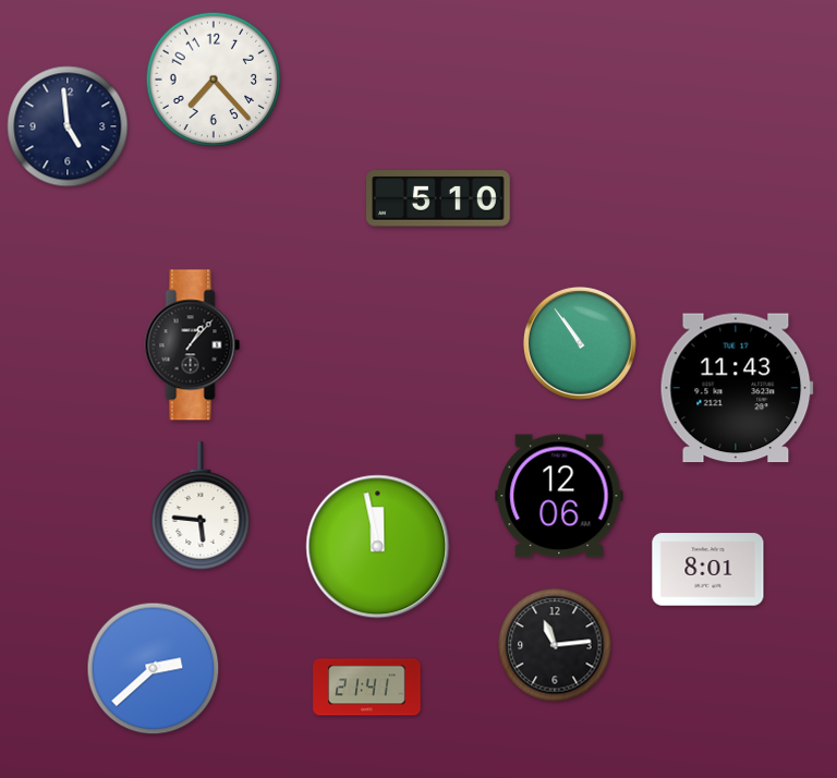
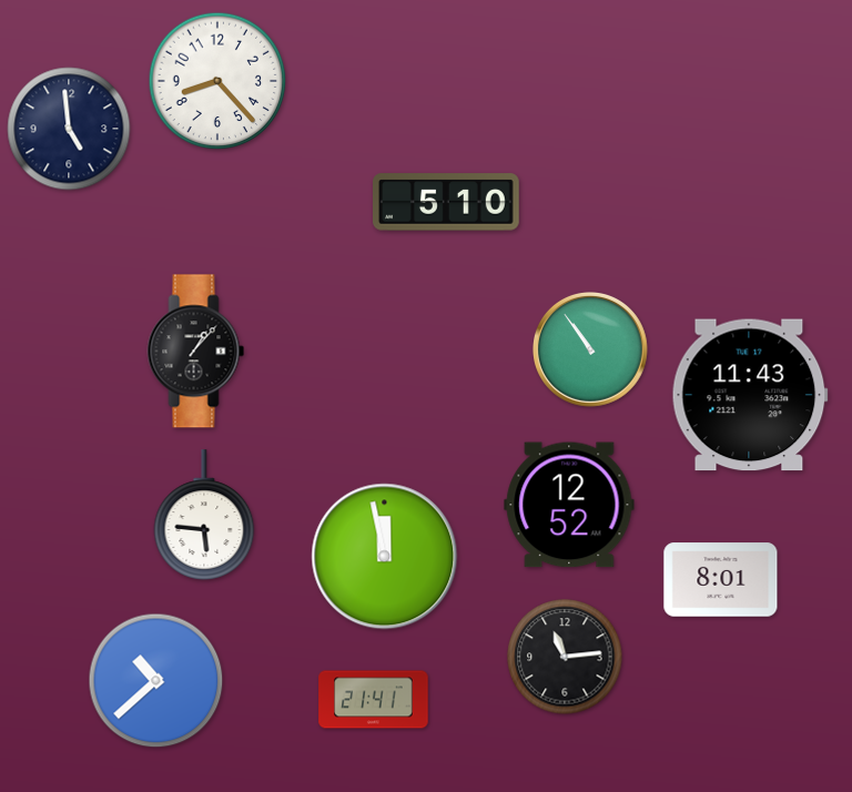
clock at (214, 80): 7:23 -> 8:23
clock at (559, 496): 12:06 -> 12:52
clock at (154, 669): 2:38 -> 10:38
